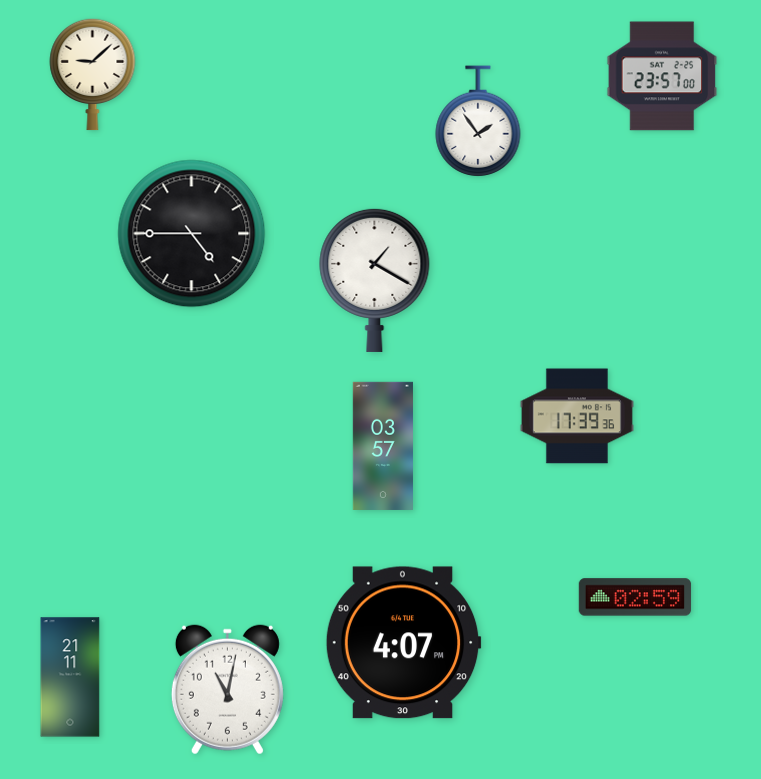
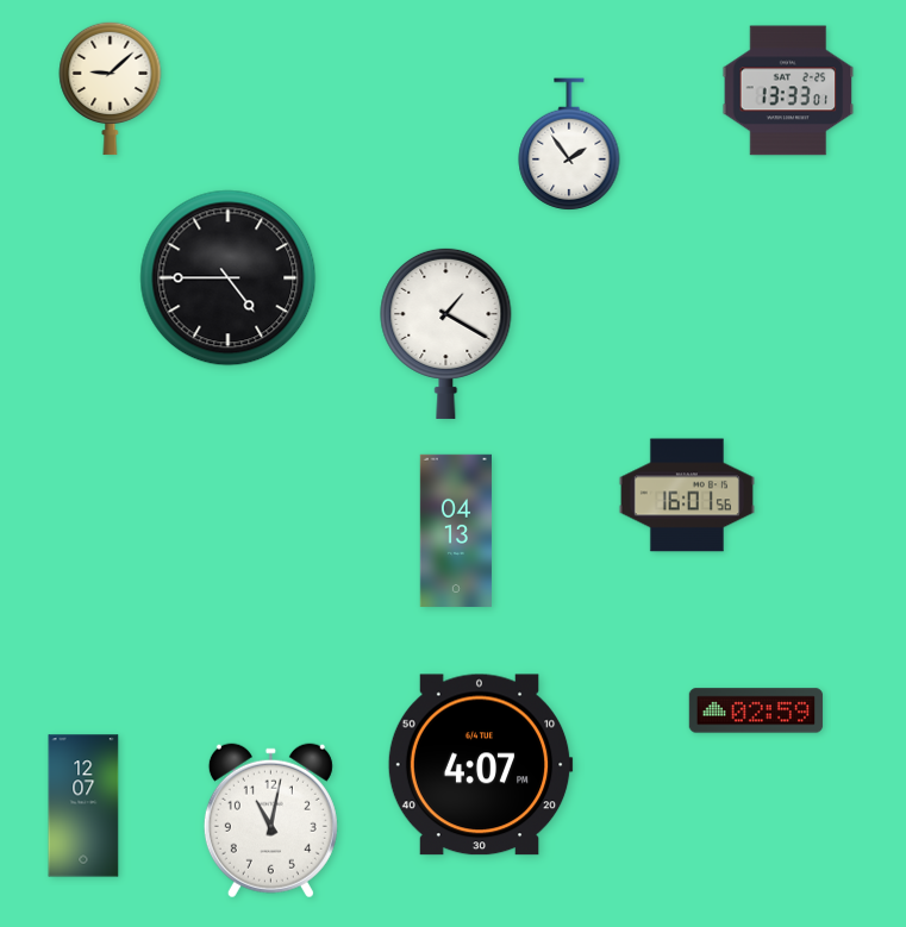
clock at (662, 76): 23:57 -> 13:33
clock at (577, 416): 17:39 -> 16:01
clock at (382, 446): 03:57 -> 04:13
clock at (70, 677): 21:11 -> 12:07
